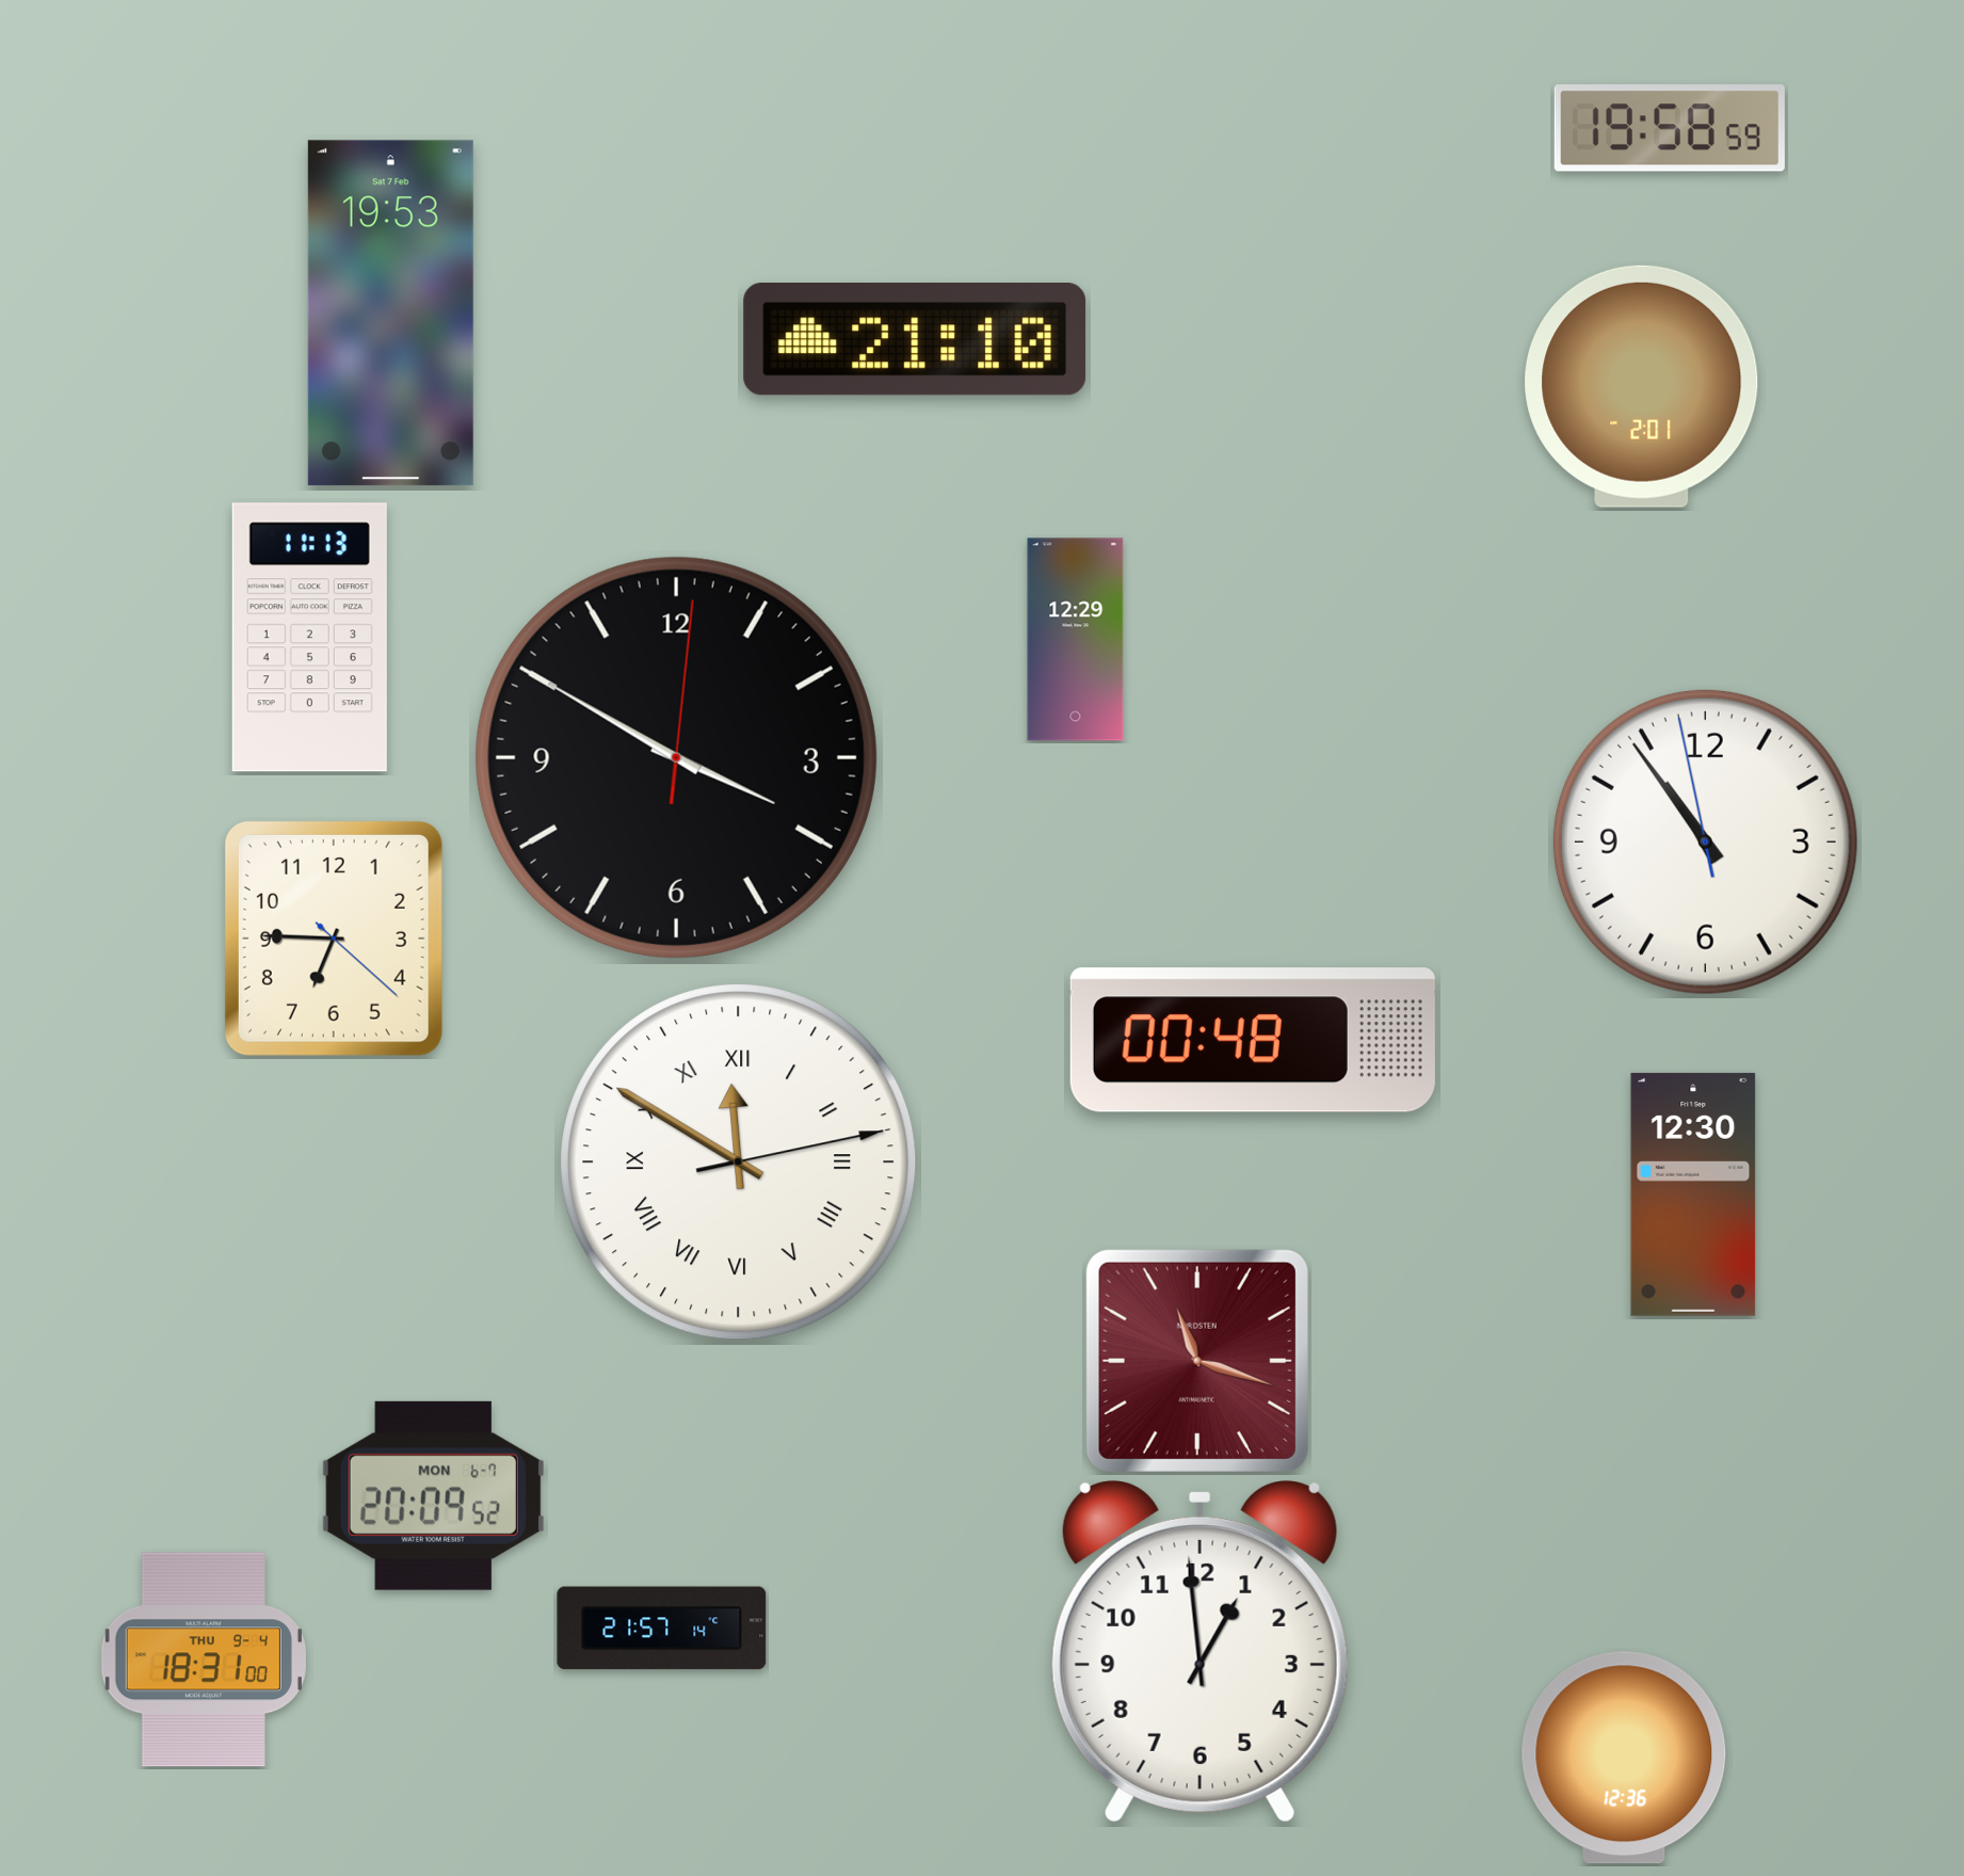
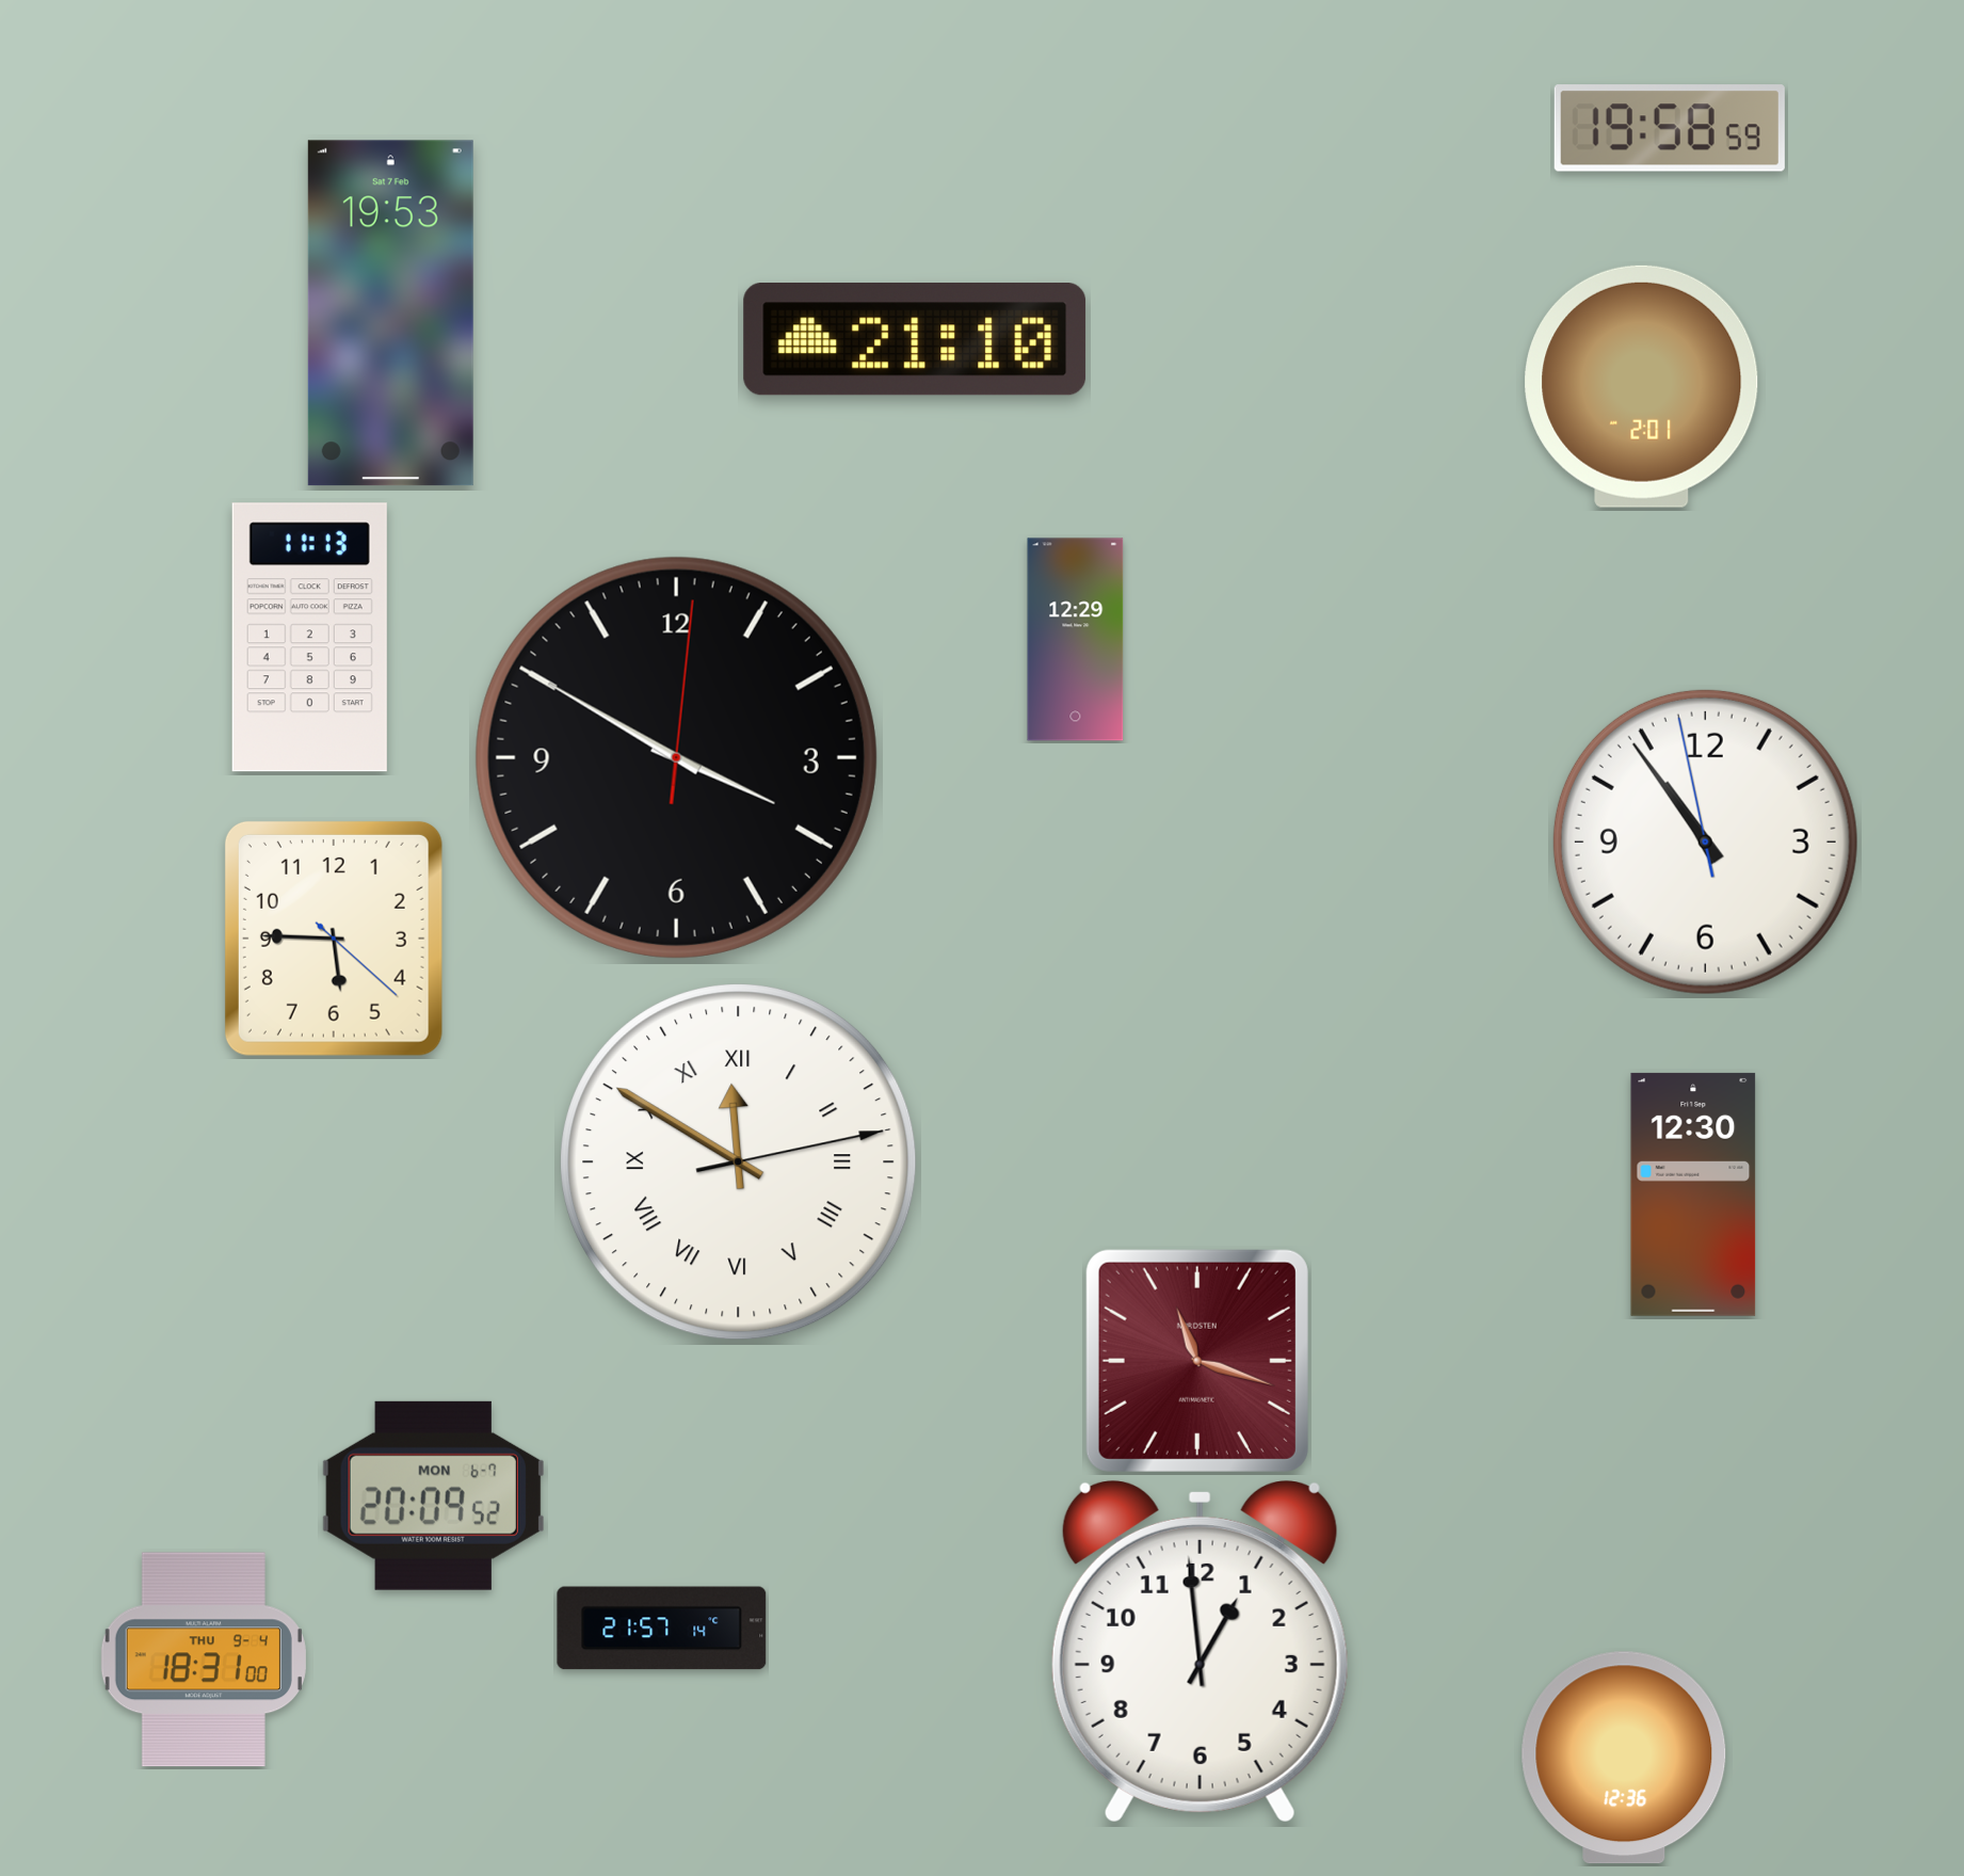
clock at (334, 939): 6:45 -> 5:45
clock at (1253, 1040): 00:48 -> none
